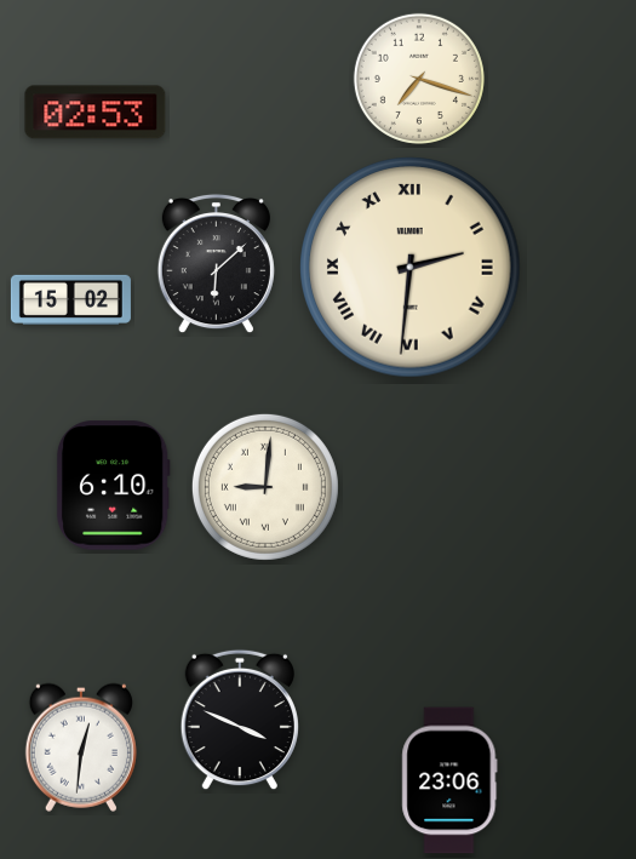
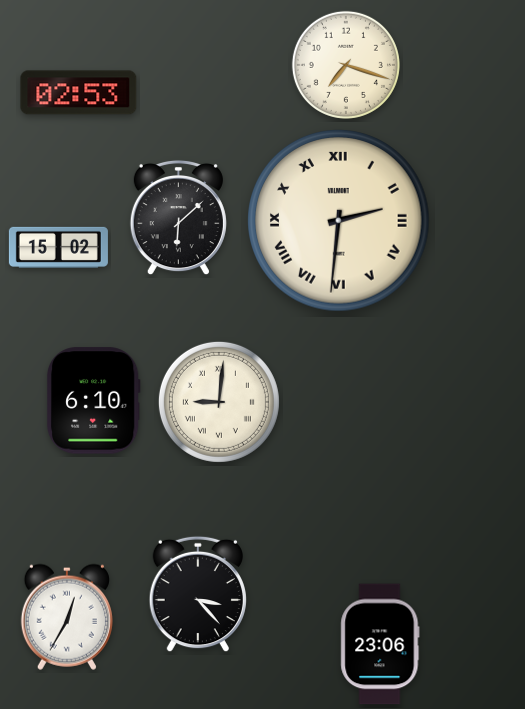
clock at (240, 720): 3:49 -> 3:23
clock at (81, 748): 12:31 -> 12:35
clock at (449, 780) position: (449, 780) -> (380, 644)
